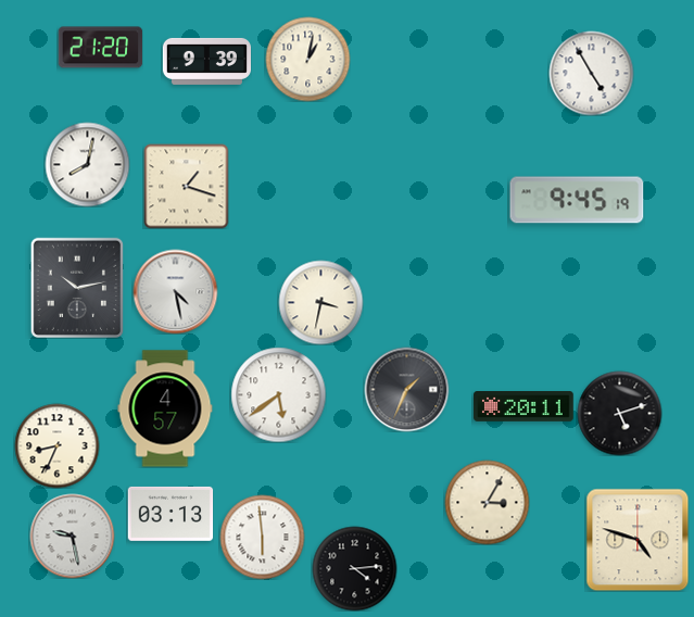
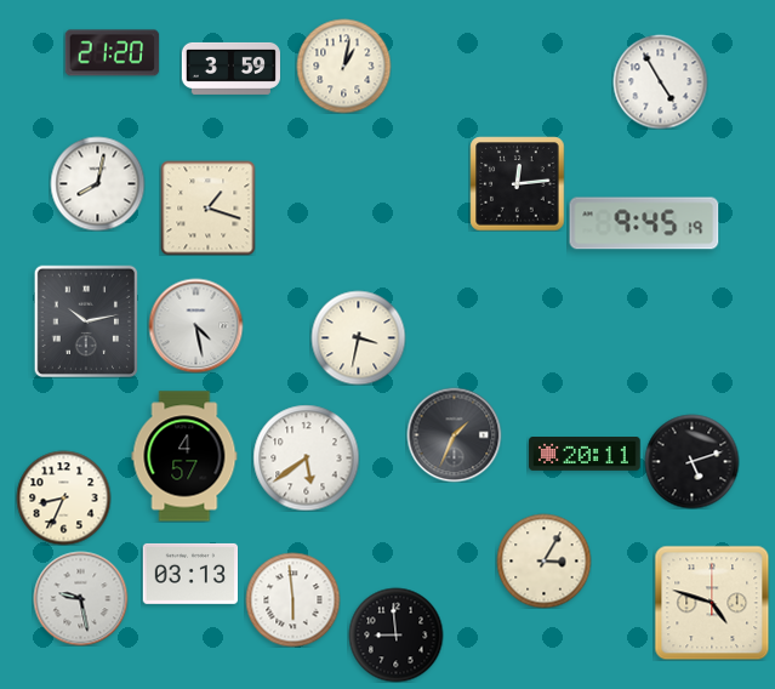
clock at (206, 61): 9:39 -> 3:59
clock at (517, 183): none -> 12:14
clock at (278, 394) position: (278, 394) -> (306, 457)
clock at (354, 568): 4:14 -> 8:59
